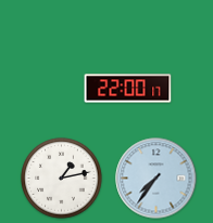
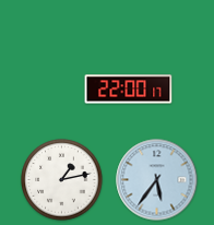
clock at (156, 179): 7:36 -> 5:36
